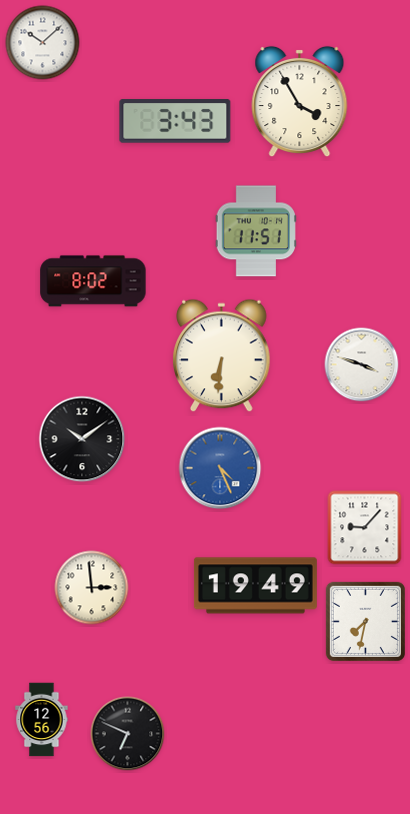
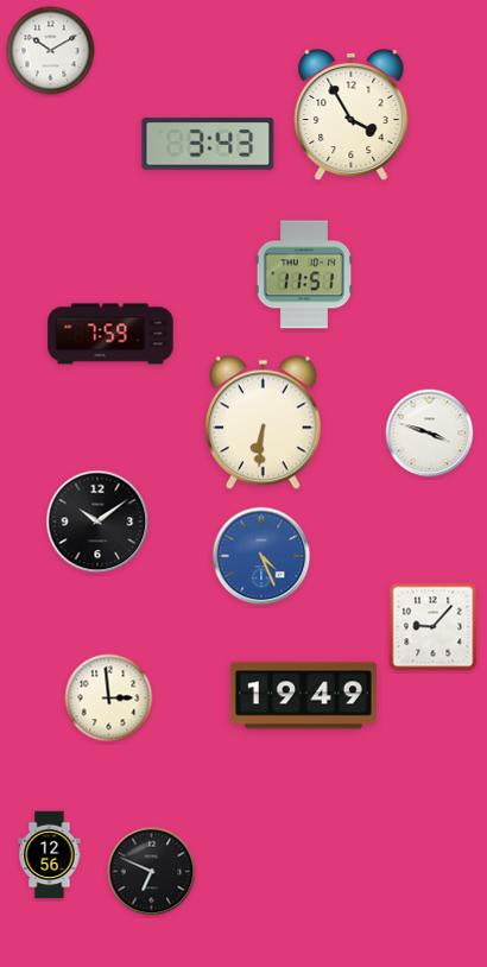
clock at (43, 43): 10:08 -> 10:10
clock at (300, 102) position: (300, 102) -> (352, 115)
clock at (93, 281): 8:02 -> 7:59
clock at (365, 621): 7:32 -> none
